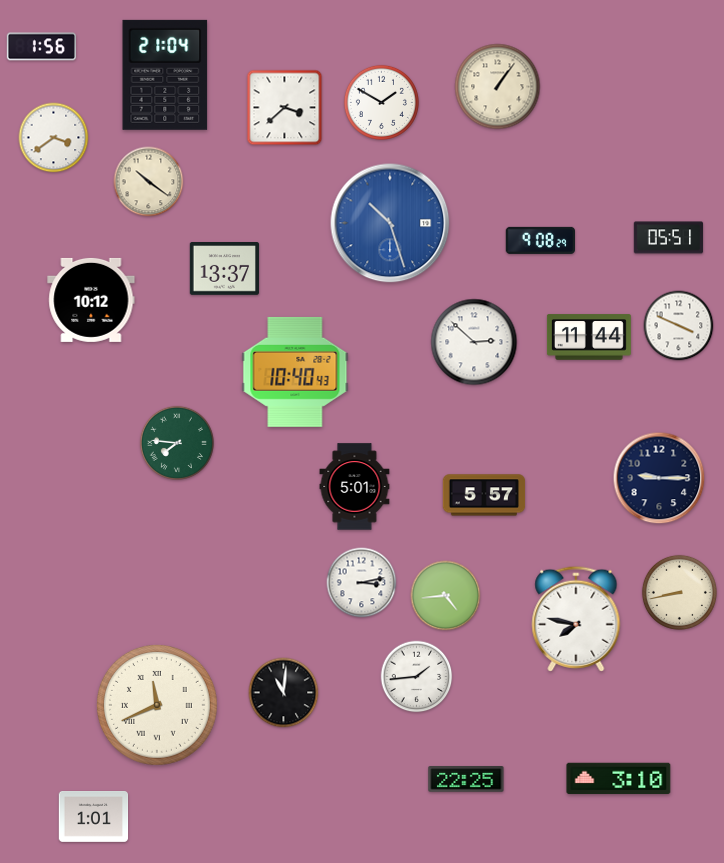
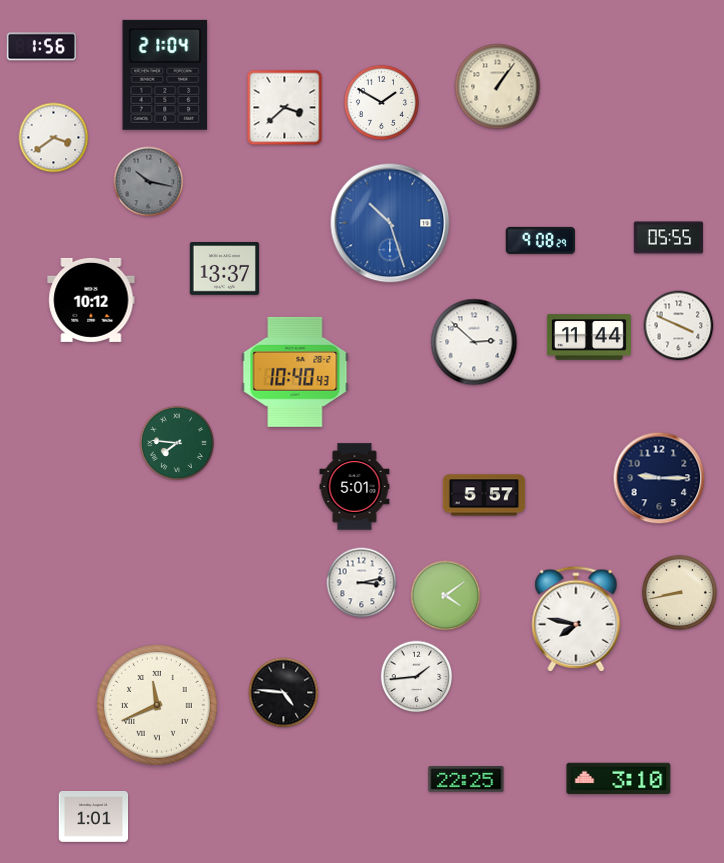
clock at (149, 182): 10:21 -> 10:17
clock at (149, 182) dial: cream -> grey
clock at (669, 238): 05:51 -> 05:55
clock at (446, 596): 4:44 -> 4:09
clock at (284, 693): 11:01 -> 4:46
